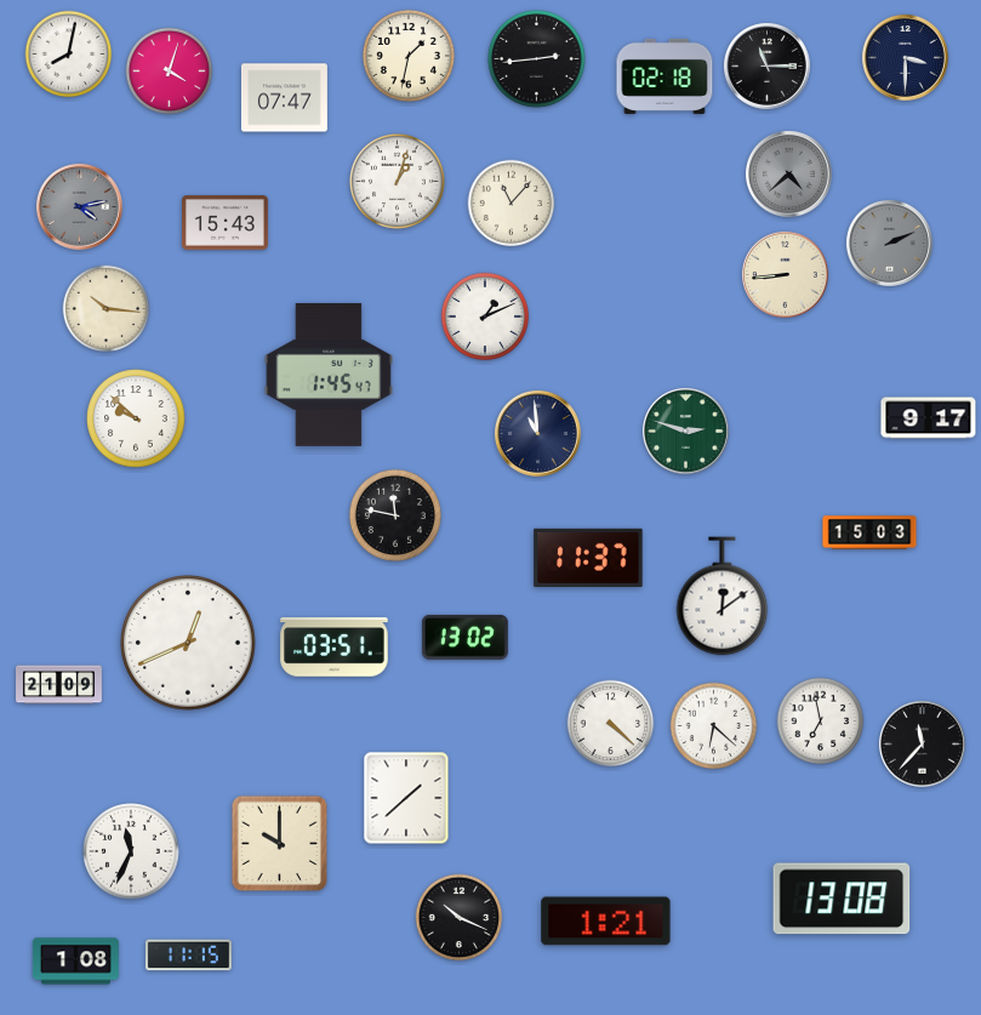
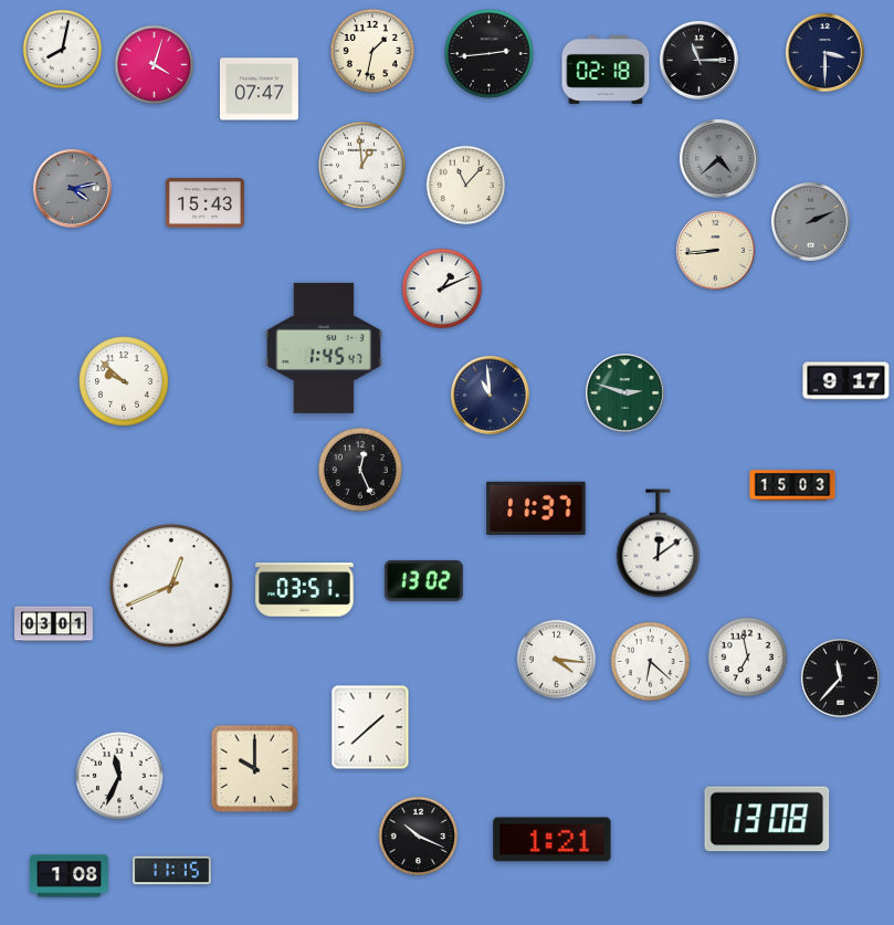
clock at (398, 182): 1:03 -> 12:59
clock at (107, 309): 10:16 -> none
clock at (329, 375) position: (329, 375) -> (324, 348)
clock at (395, 515): 11:47 -> 12:26
clock at (59, 685): 21:09 -> 03:01
clock at (611, 724): 4:22 -> 4:16
